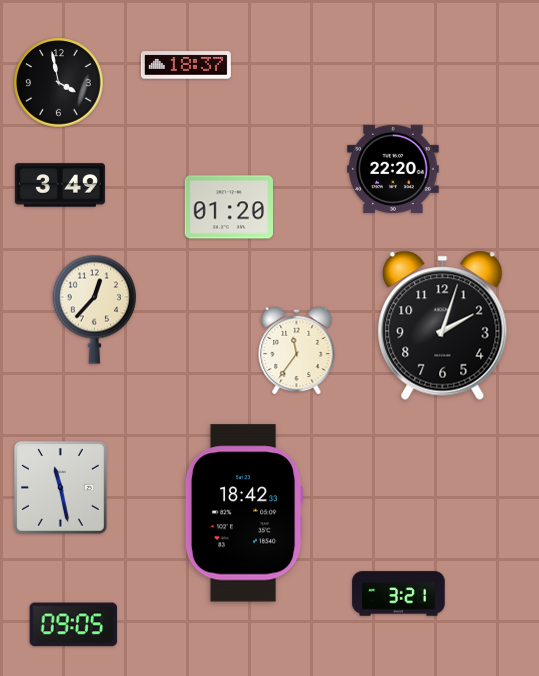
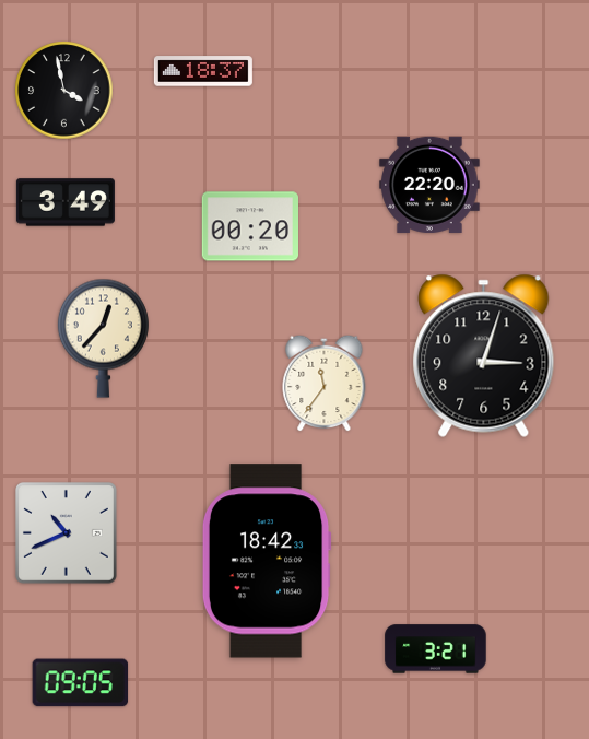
clock at (228, 207): 01:20 -> 00:20
clock at (443, 325): 2:03 -> 3:03
clock at (60, 487): 11:28 -> 10:41
